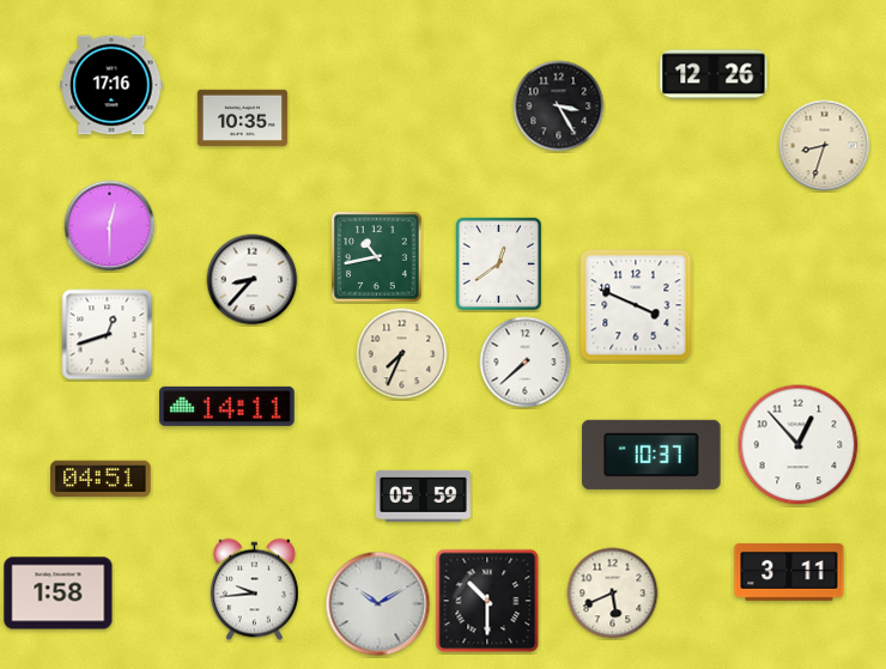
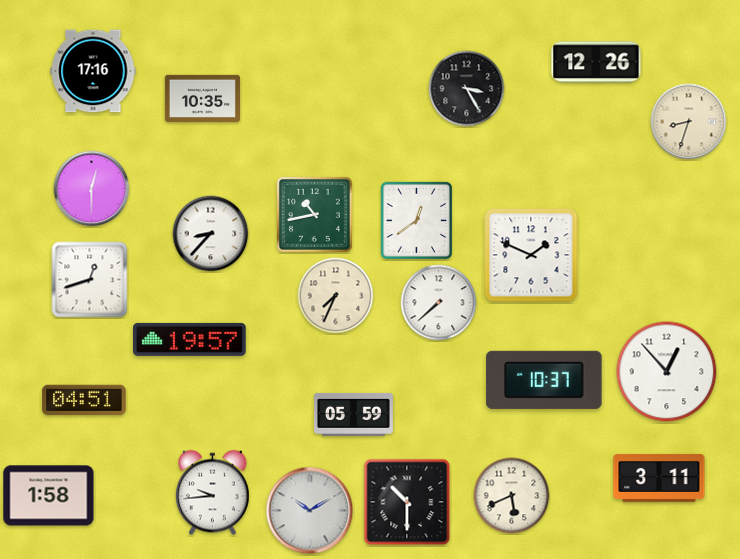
clock at (636, 305): 3:49 -> 1:49
clock at (227, 406): 14:11 -> 19:57
clock at (378, 604) position: (378, 604) -> (310, 511)
